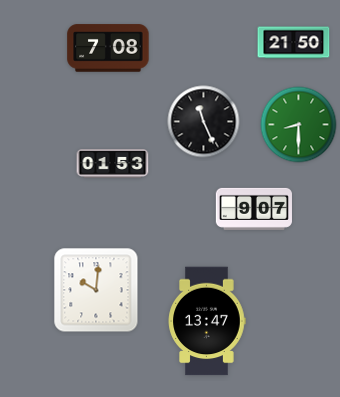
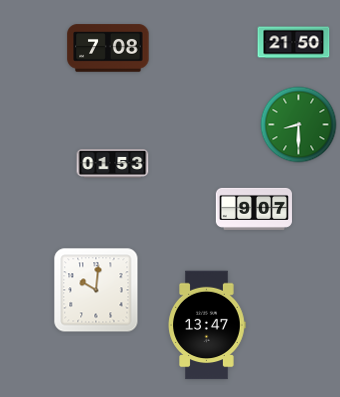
clock at (204, 122): 11:26 -> none
clock at (207, 321) position: (207, 321) -> (207, 325)
